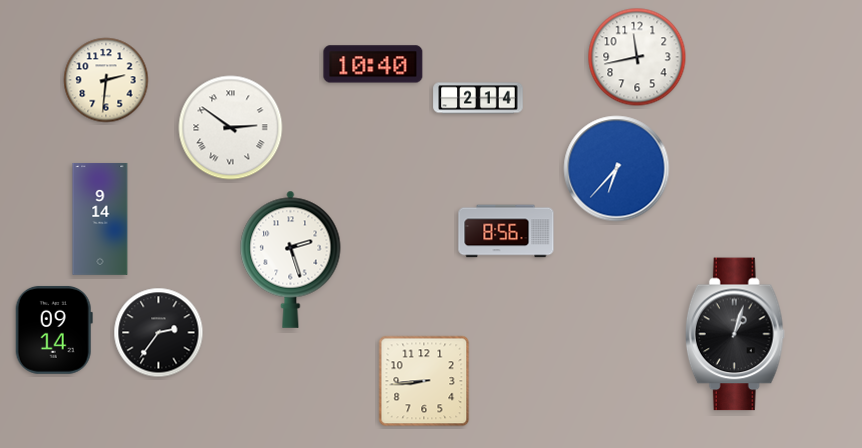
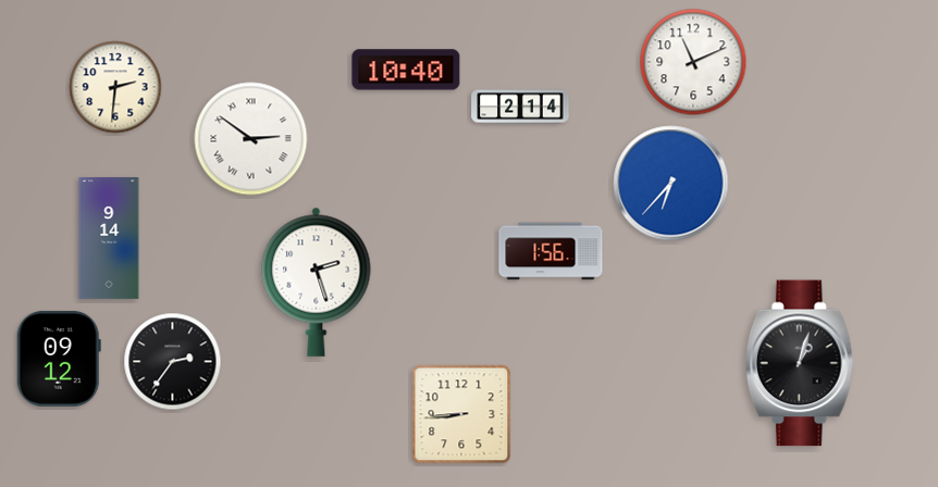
clock at (637, 57): 11:43 -> 11:11
clock at (506, 231): 8:56 -> 1:56
clock at (54, 330): 09:14 -> 09:12
